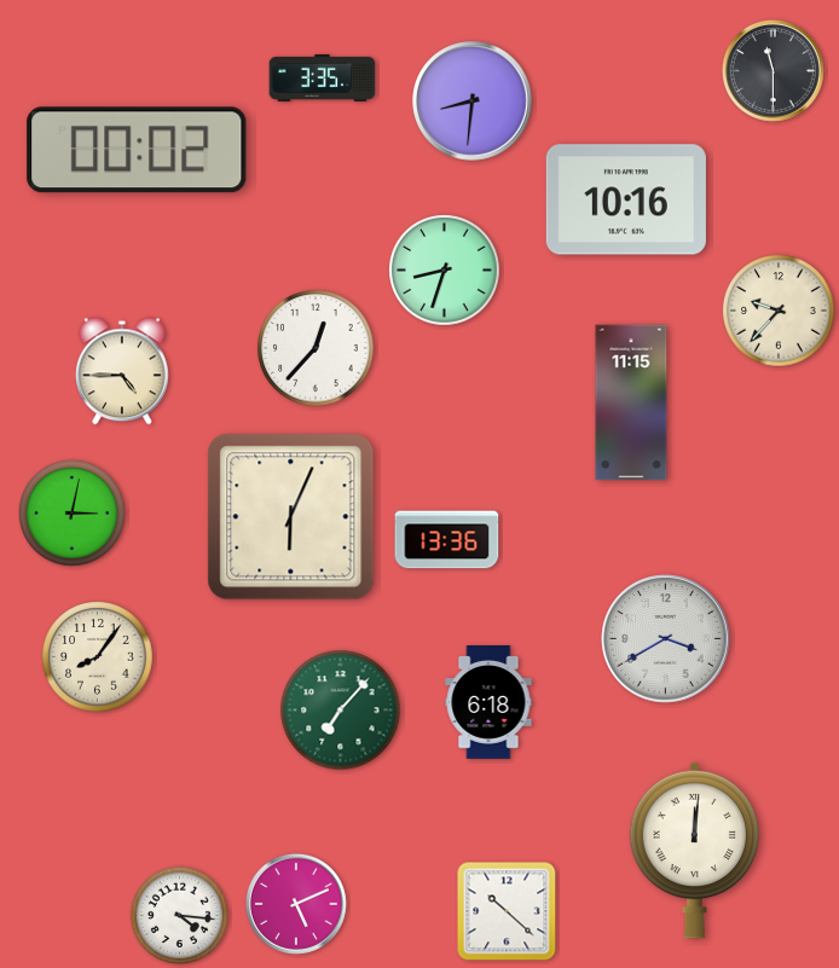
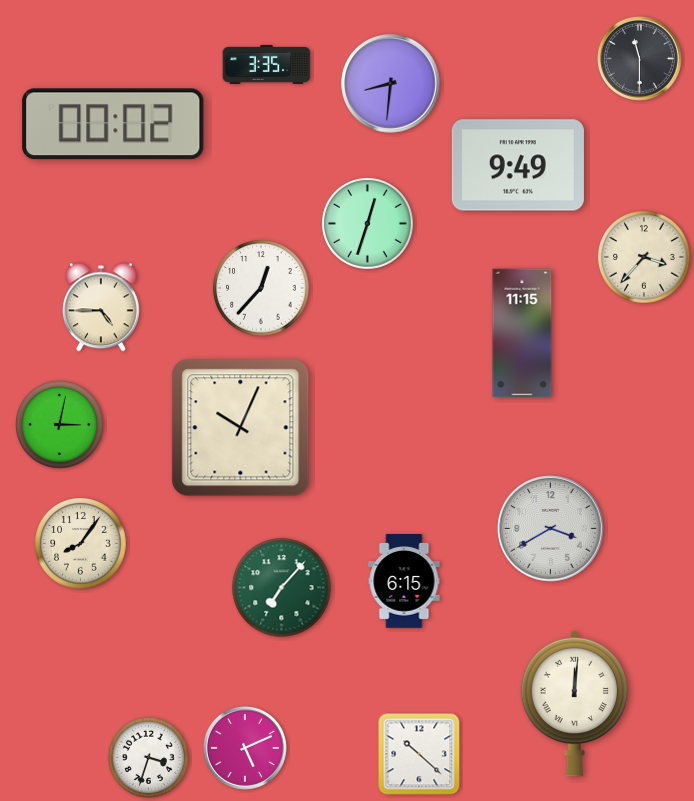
clock at (626, 199): 10:16 -> 9:49
clock at (445, 271): 8:33 -> 12:33
clock at (779, 311): 9:37 -> 3:37
clock at (291, 517): 6:04 -> 10:04
clock at (447, 540): 13:36 -> none
clock at (488, 703): 6:18 -> 6:15
clock at (179, 915): 4:16 -> 3:33
